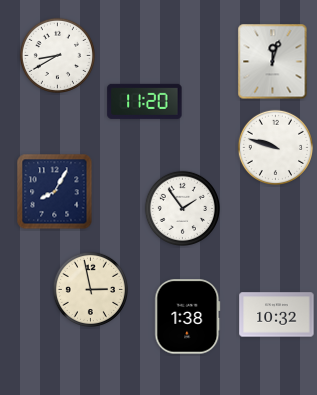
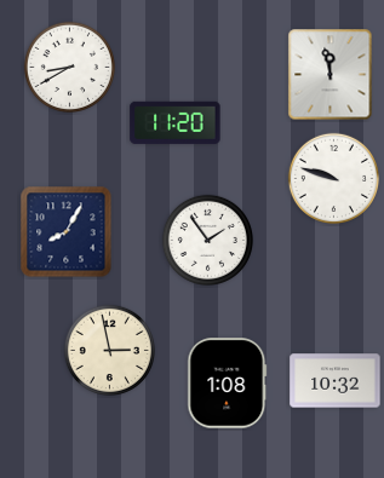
clock at (273, 62): 12:03 -> 11:58
clock at (182, 208) position: (182, 208) -> (207, 240)
clock at (188, 317): 1:38 -> 1:08
